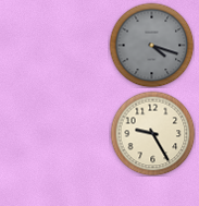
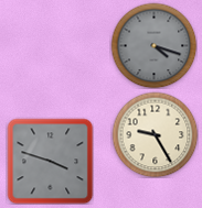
clock at (50, 161): none -> 3:48
